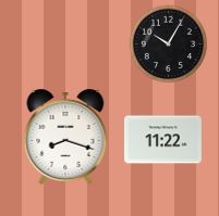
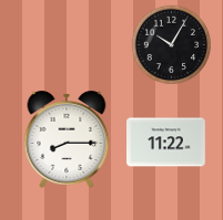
clock at (65, 138): 8:18 -> 8:15
